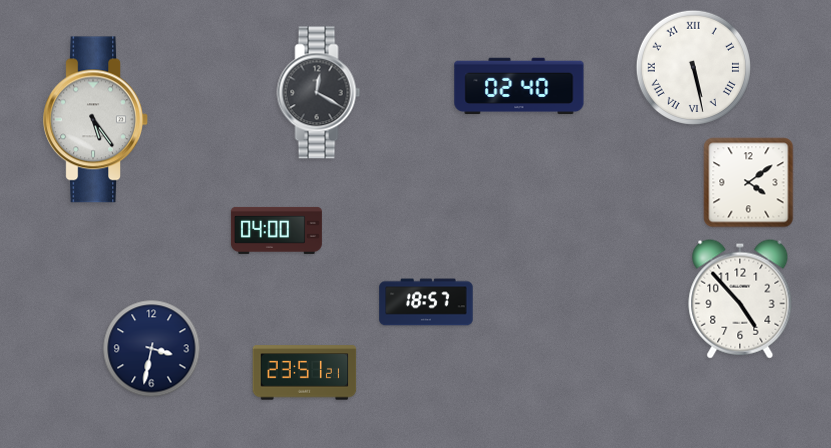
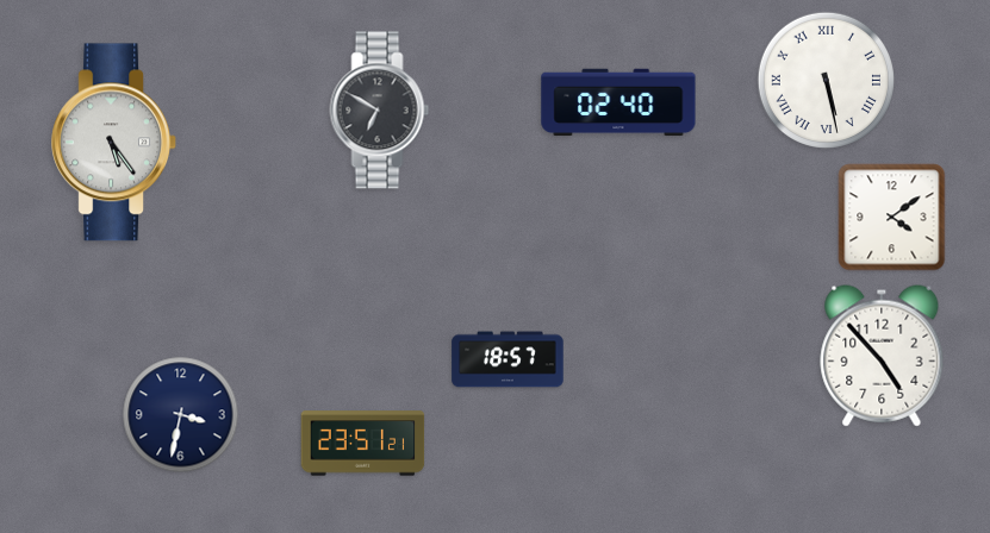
clock at (319, 93): 12:20 -> 6:50
clock at (276, 230): 04:00 -> none
